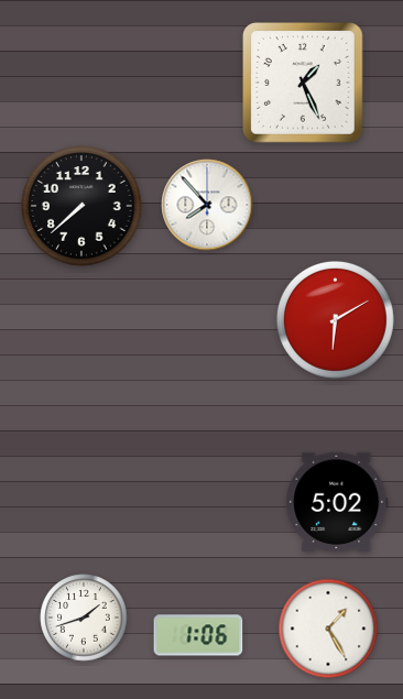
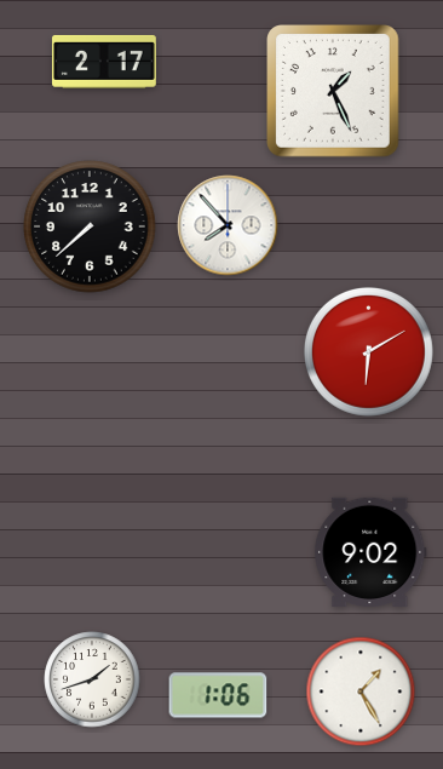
clock at (104, 62): none -> 2:17
clock at (337, 502): 5:02 -> 9:02
clock at (198, 635) position: (198, 635) -> (218, 695)
